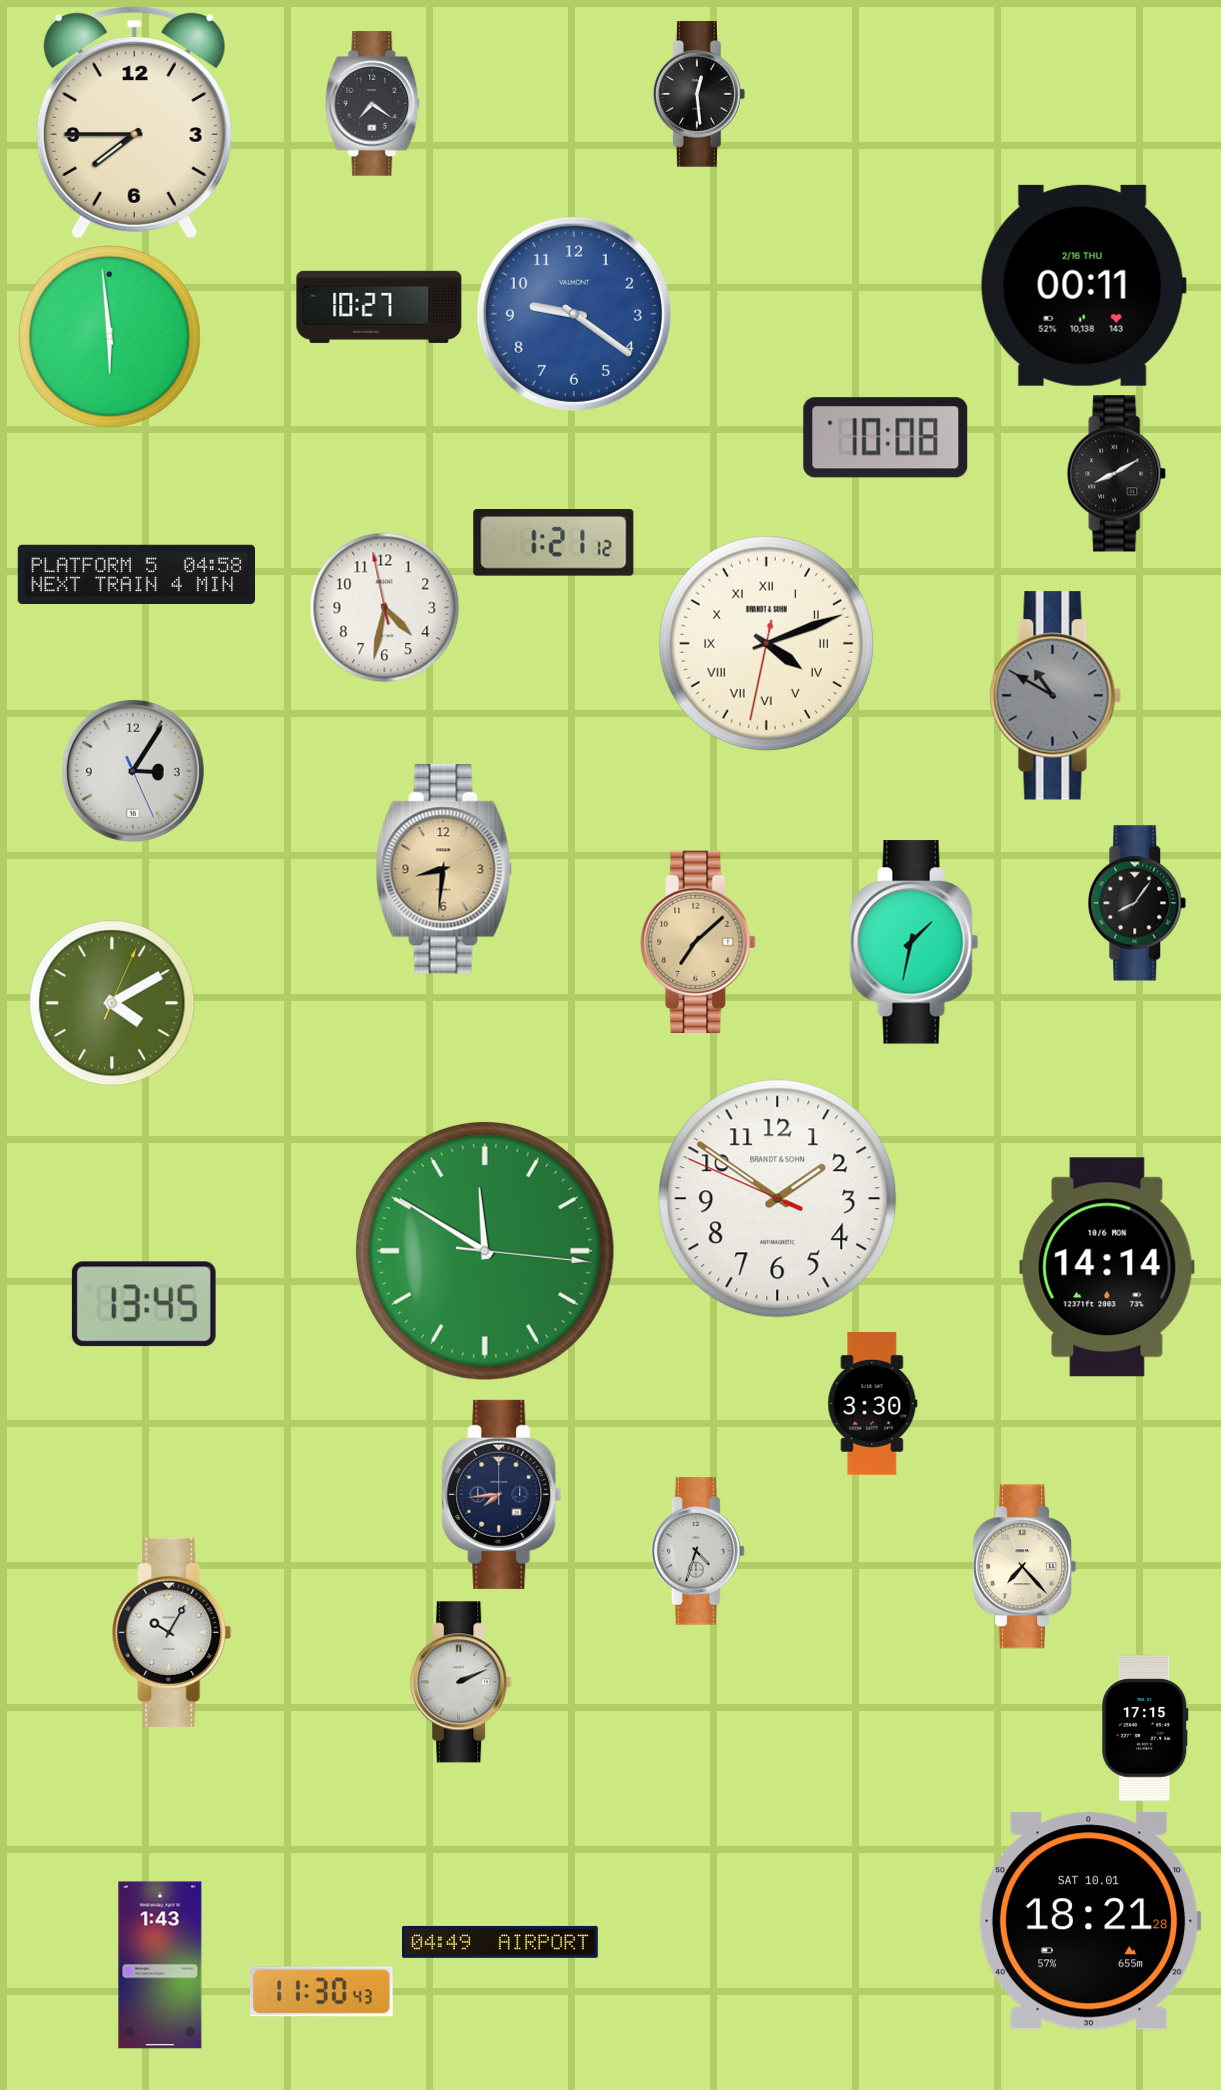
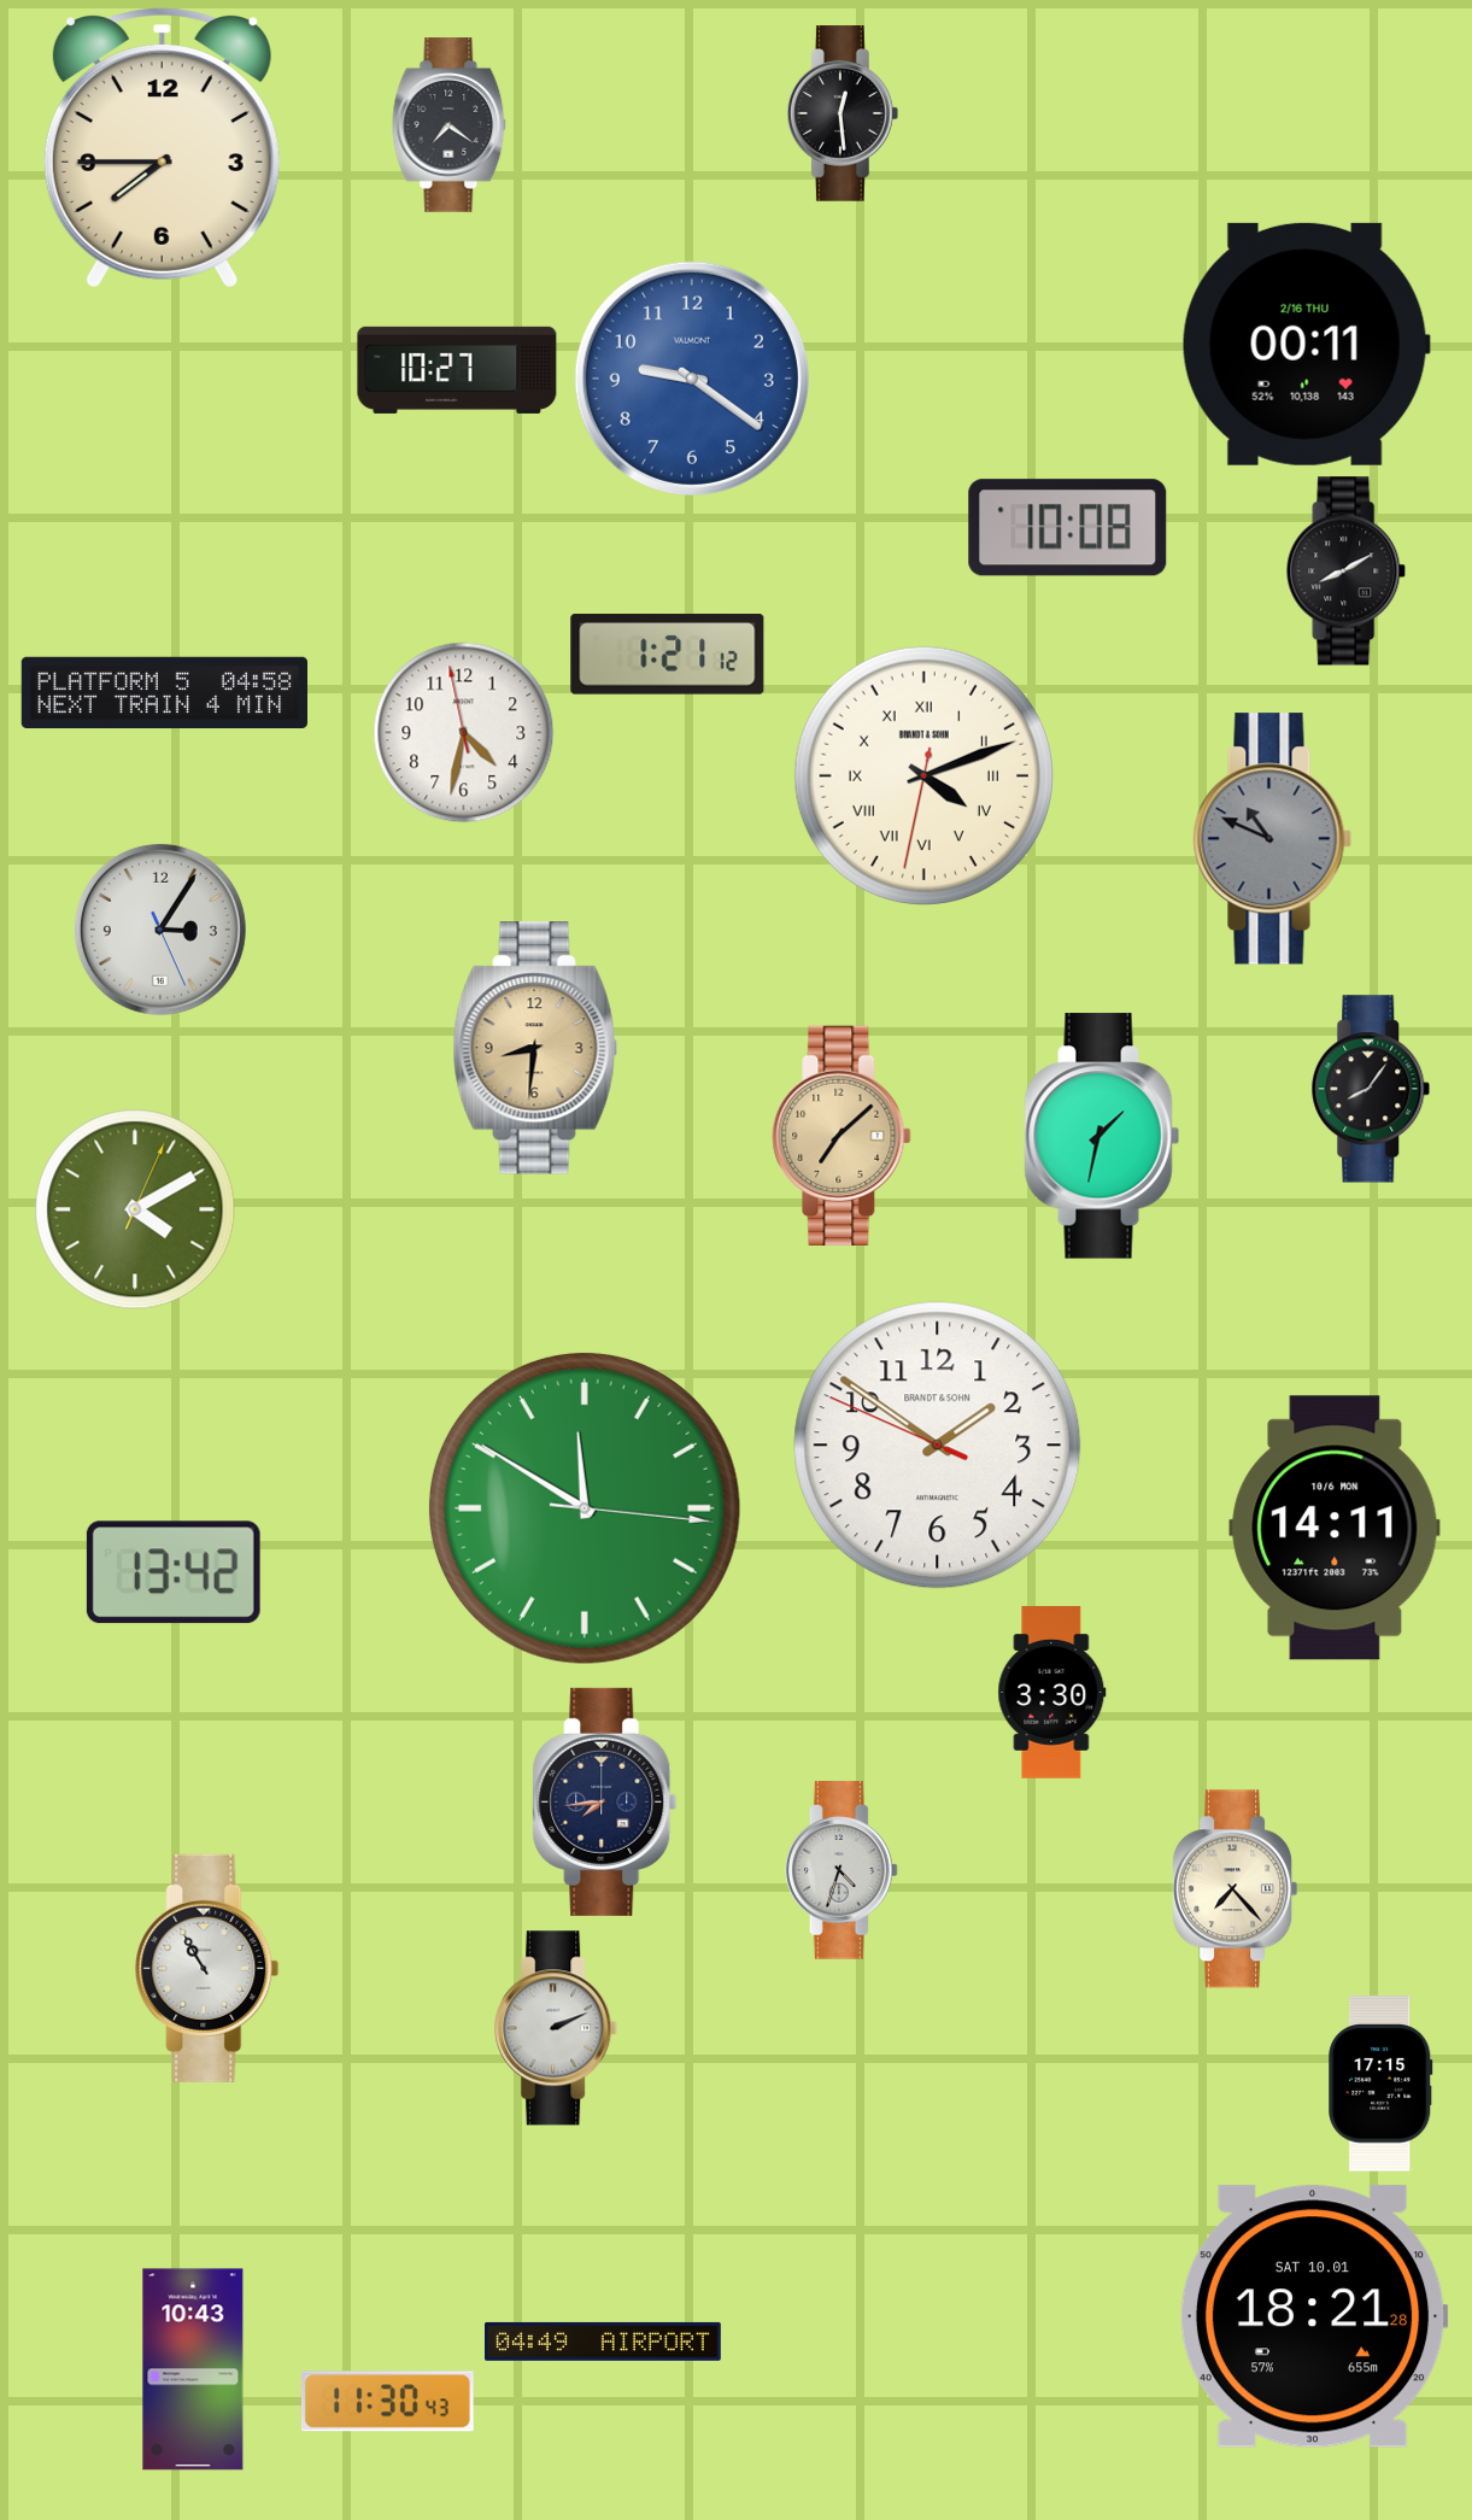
clock at (110, 337): 5:59 -> none
clock at (1056, 696): 10:50 -> 10:49
clock at (1107, 1267): 14:14 -> 14:11
clock at (144, 1304): 13:45 -> 13:42
clock at (172, 1632): 10:05 -> 10:55
clock at (160, 1965): 1:43 -> 10:43
